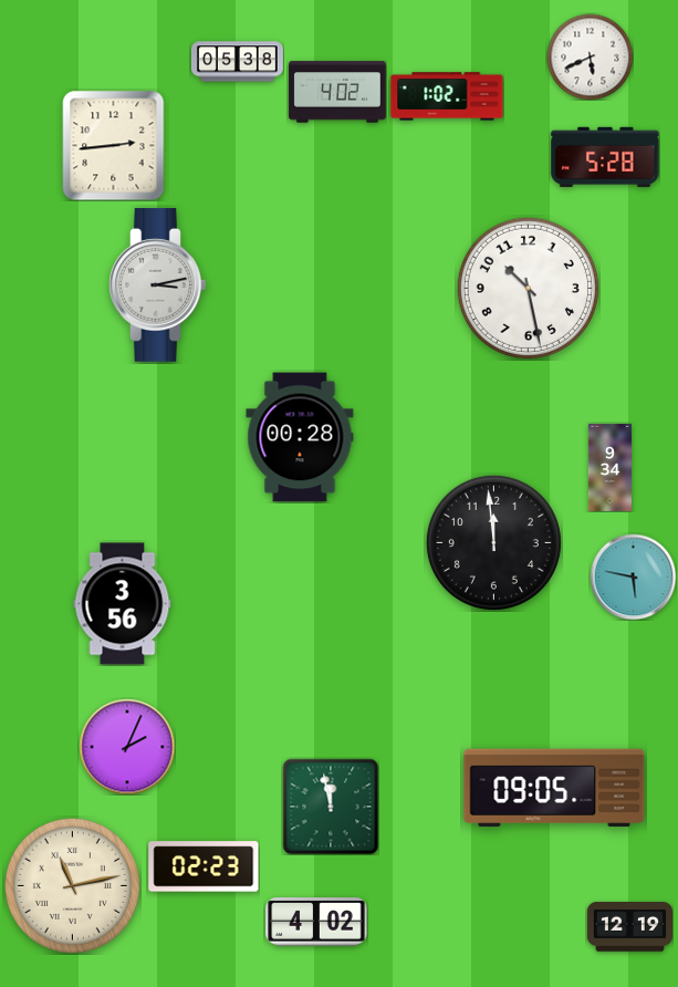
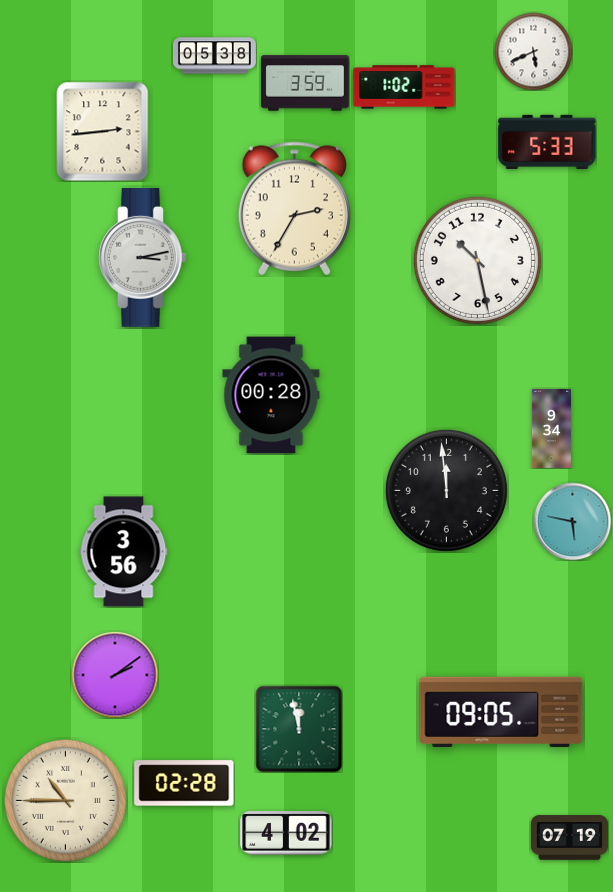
clock at (337, 92): 4:02 -> 3:59
clock at (605, 157): 5:28 -> 5:33
clock at (294, 209): none -> 2:35
clock at (609, 467) position: (609, 467) -> (551, 428)
clock at (123, 604) position: (123, 604) -> (124, 552)
clock at (127, 747): 2:04 -> 2:09
clock at (204, 866): 02:23 -> 02:28
clock at (72, 885): 11:13 -> 10:45
clock at (629, 927): 12:19 -> 07:19
